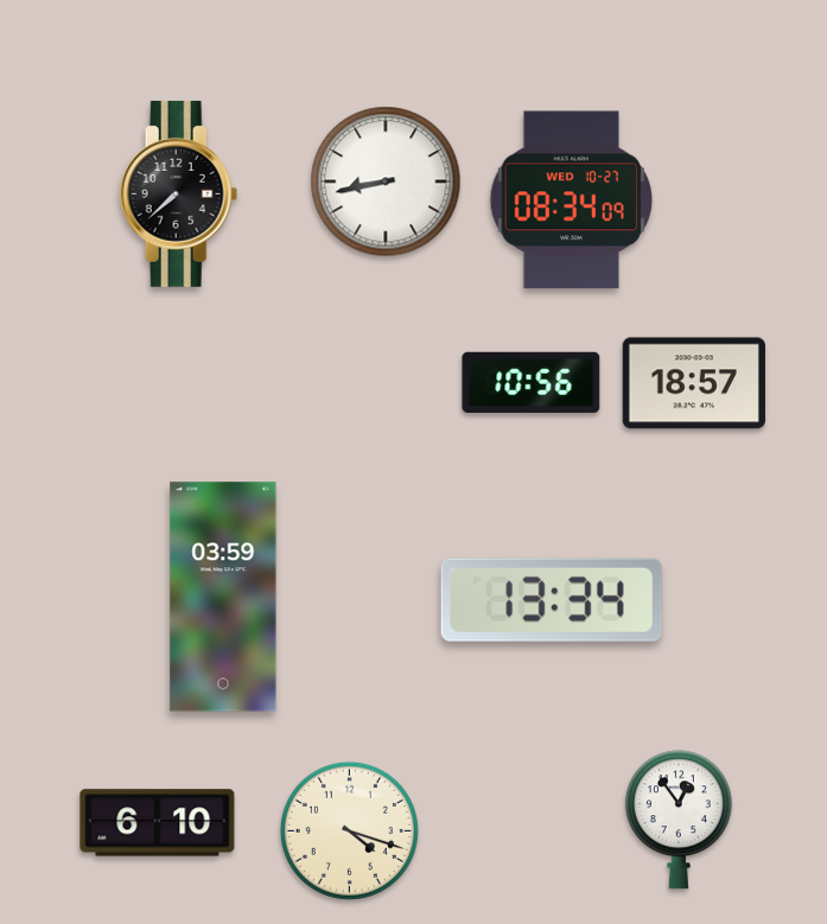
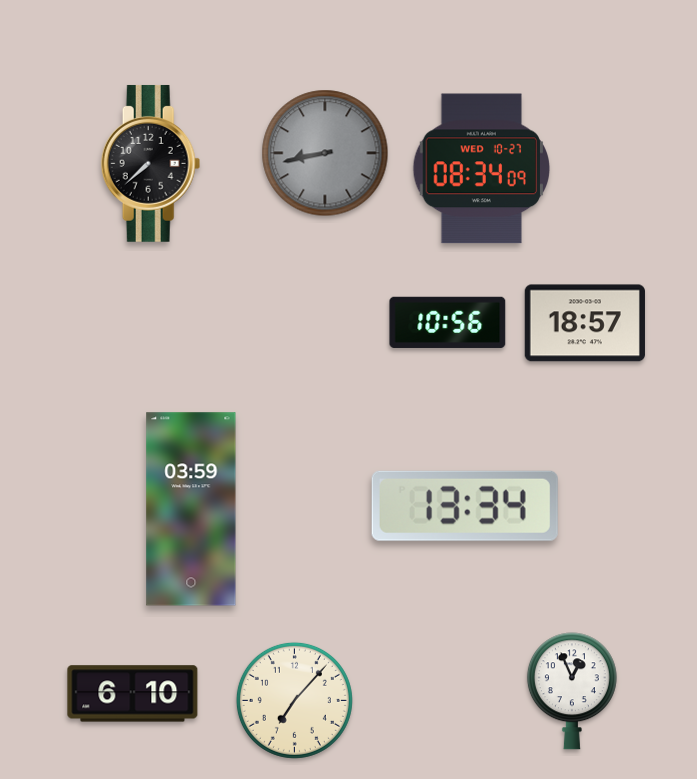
clock at (386, 181) dial: white -> grey
clock at (223, 597) position: (223, 597) -> (191, 509)
clock at (679, 820): 12:54 -> 12:56
clock at (349, 830): 4:18 -> 7:07
